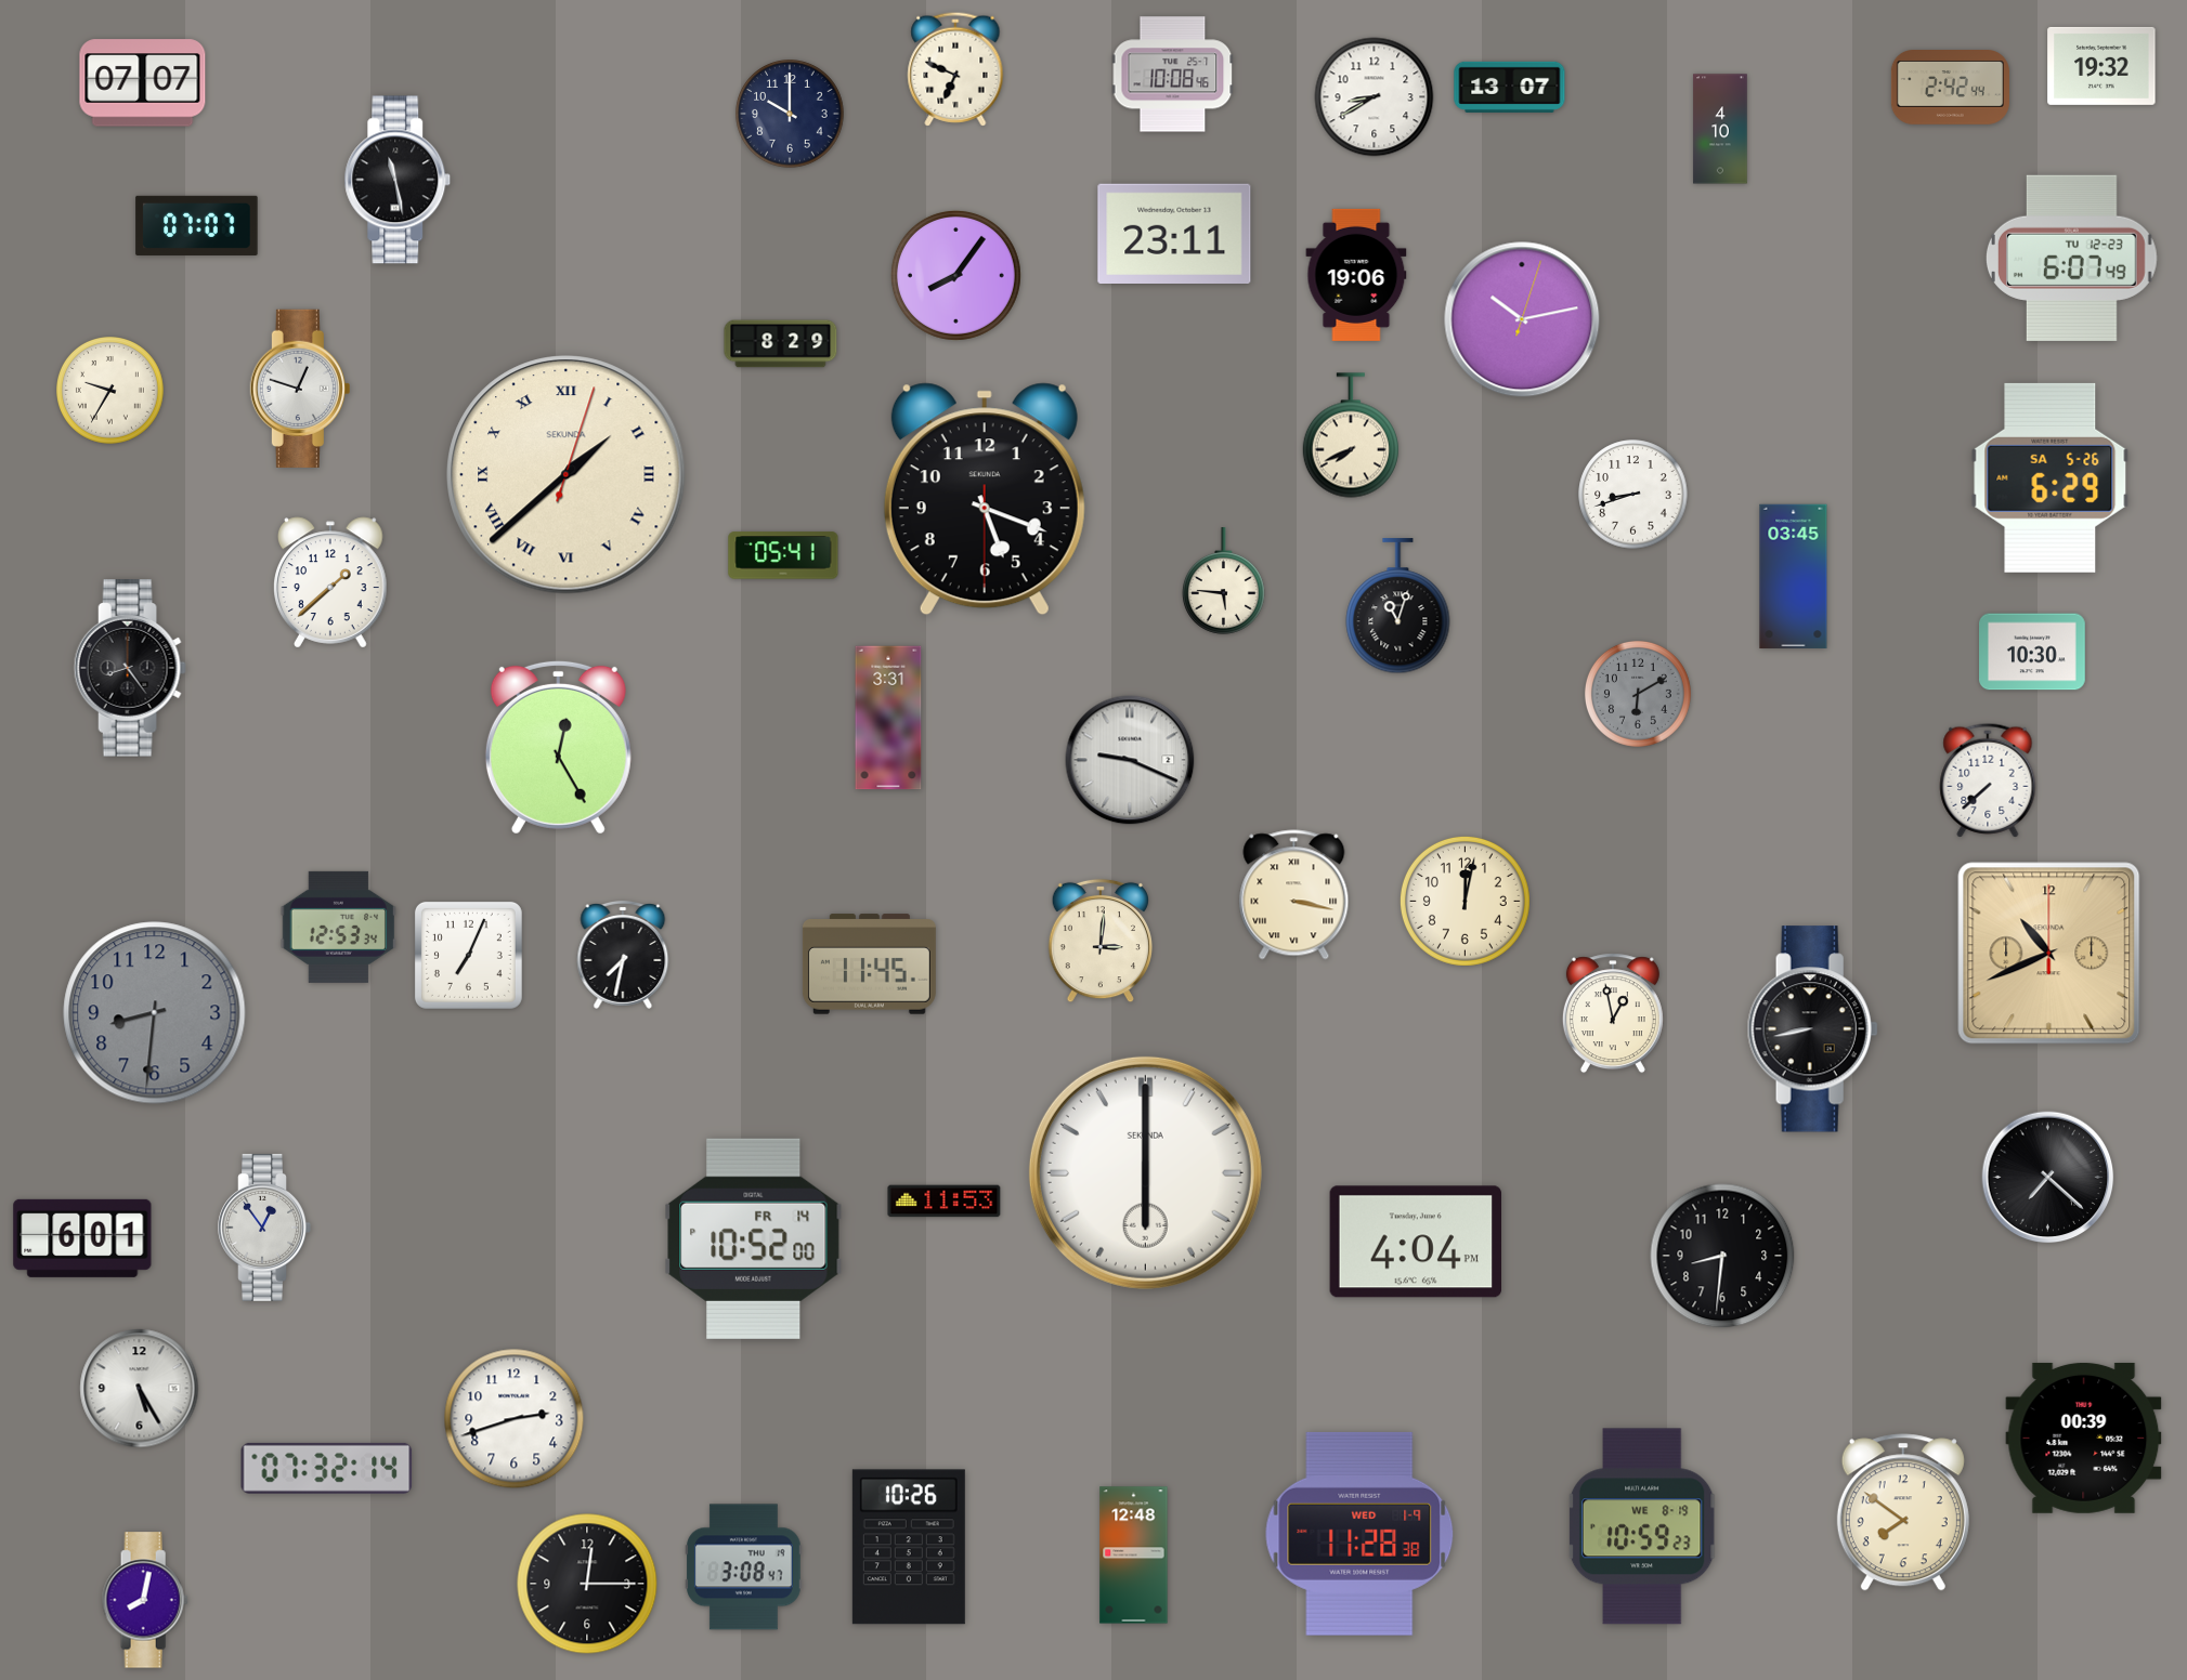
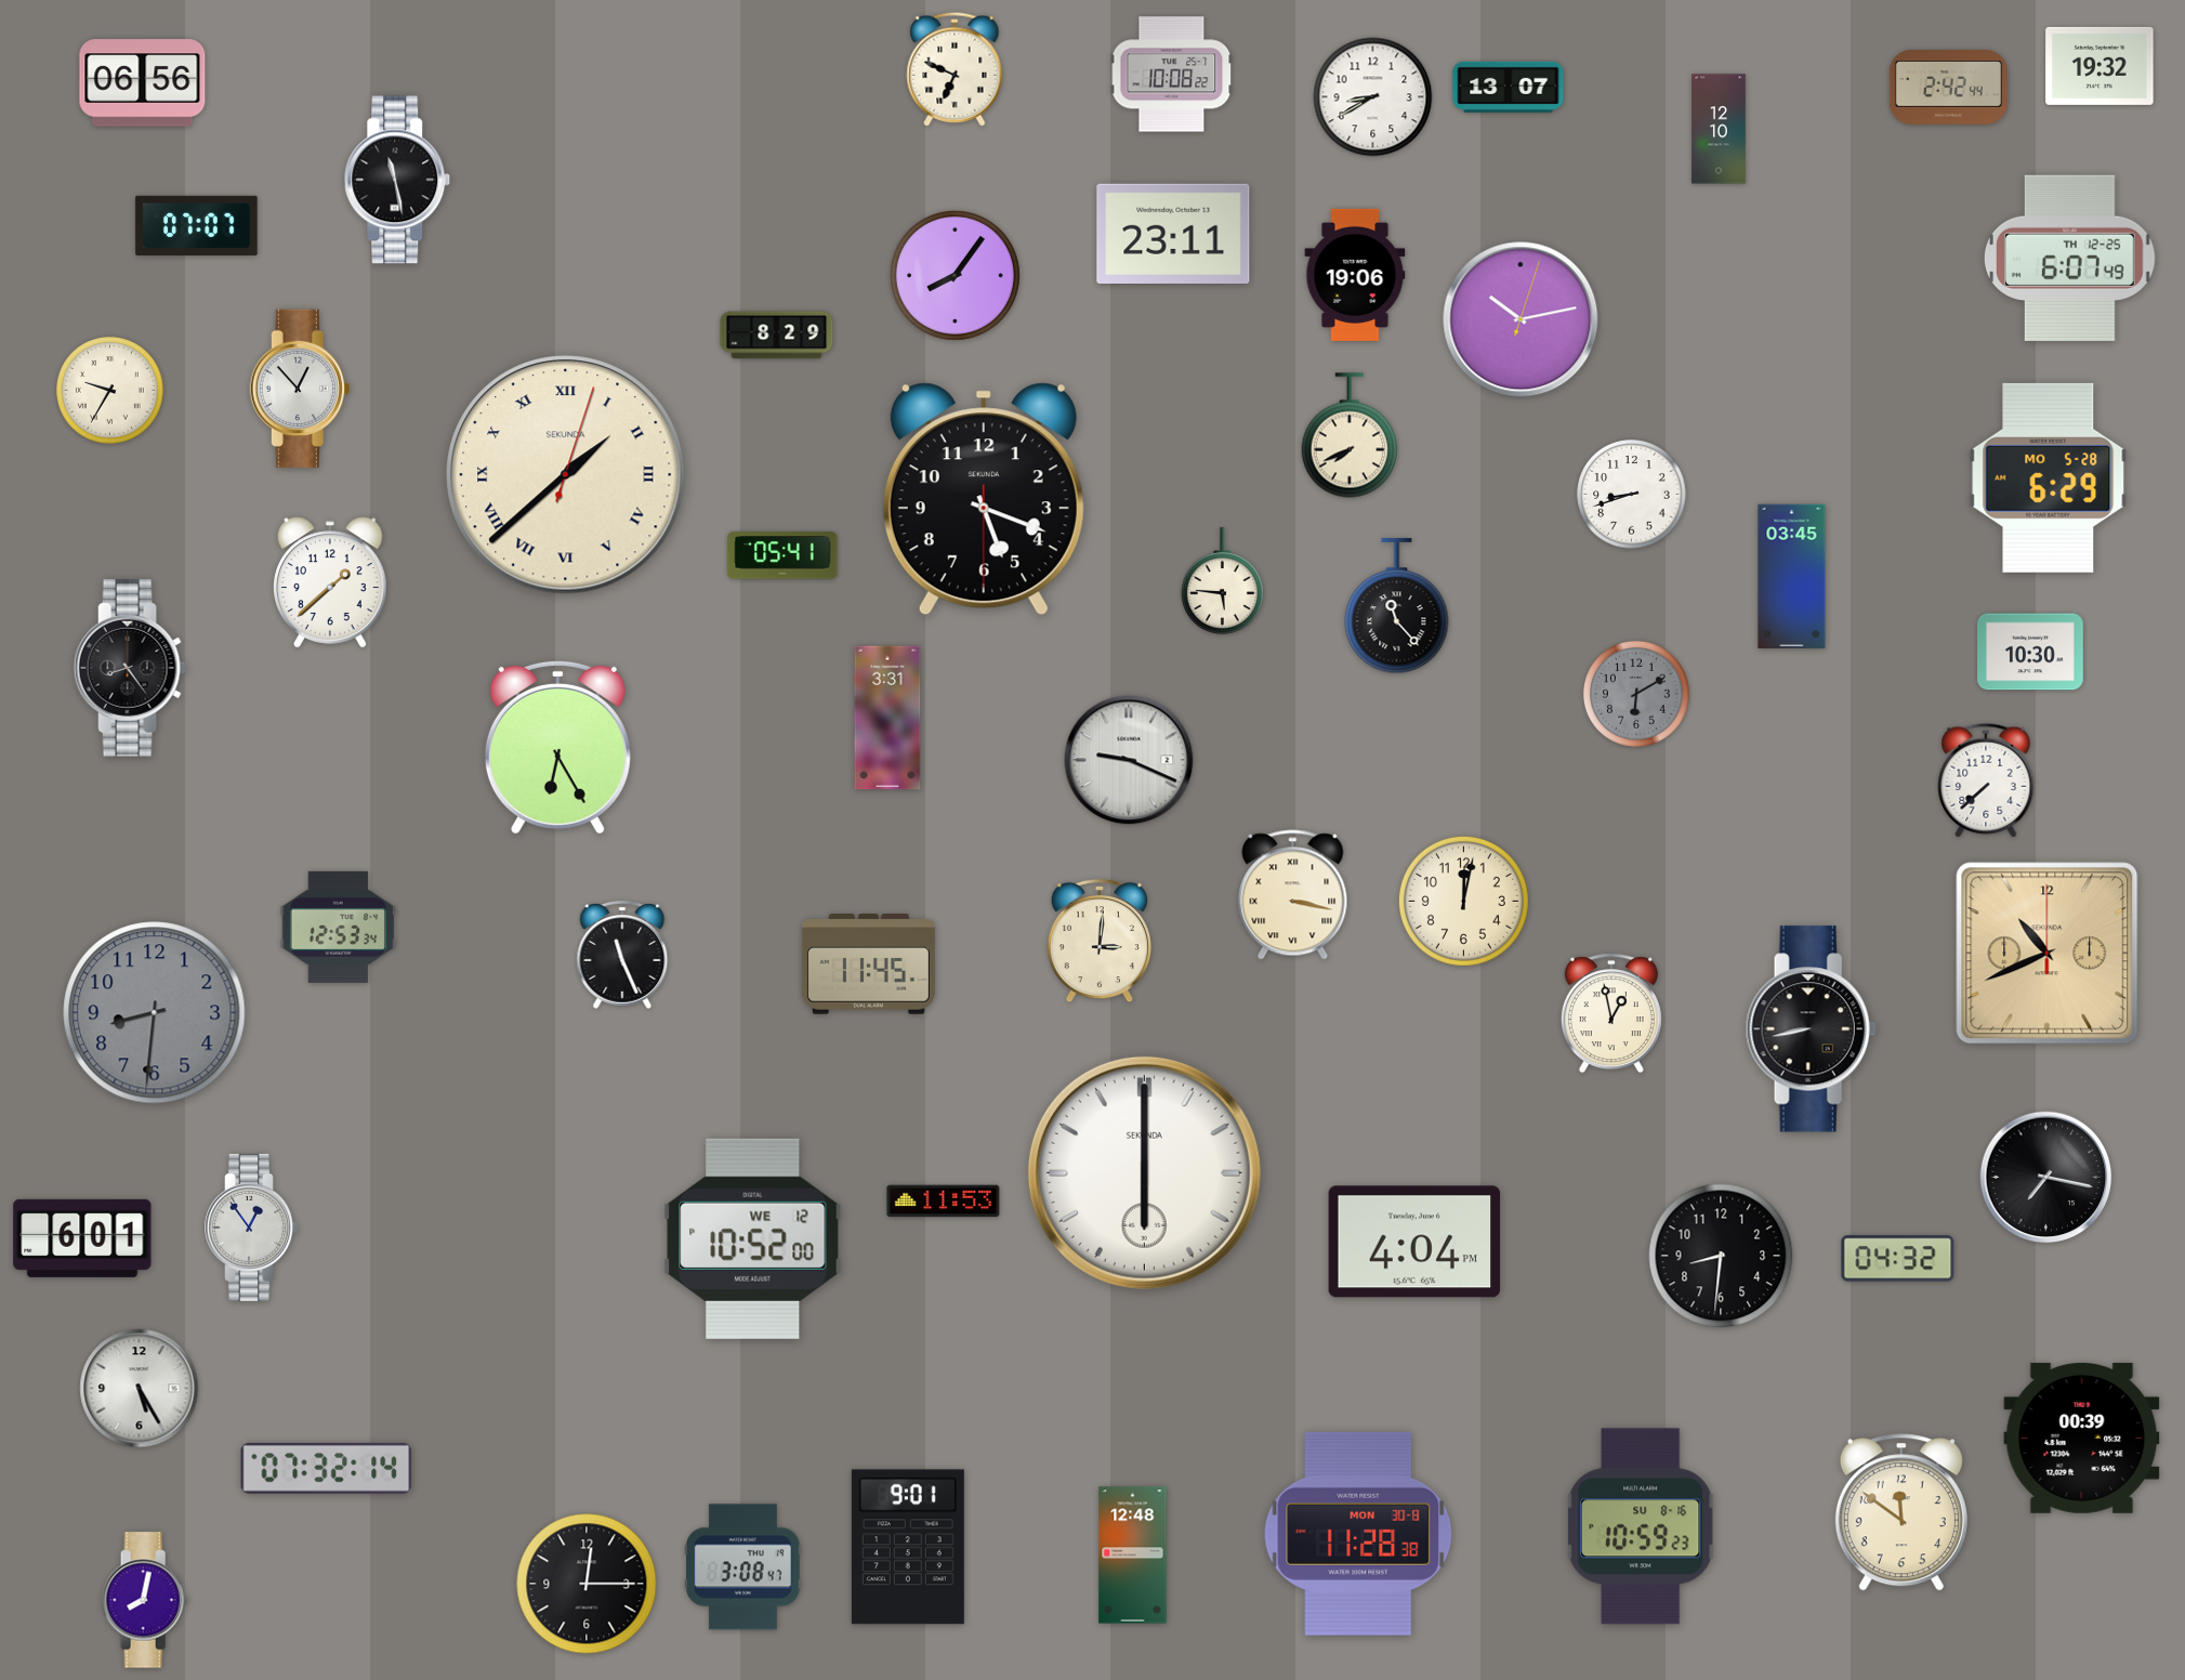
clock at (1173, 75): 10:08:46 -> 10:08:22
clock at (143, 83): 07:07 -> 06:56
clock at (790, 114): 10:00 -> none
clock at (1720, 129): 4:10 -> 12:10
clock at (2071, 258) date: TU 12-23 -> TH 12-25
clock at (781, 344) position: (781, 344) -> (777, 336)
clock at (300, 388): 12:48 -> 12:53
clock at (2051, 477) date: SA 5-26 -> MO 5-28
clock at (1398, 606): 11:03 -> 11:23
clock at (558, 747): 12:25 -> 6:25
clock at (468, 955): 7:04 -> none
clock at (623, 956): 7:32 -> 11:26
clock at (2048, 1178): 7:22 -> 7:17
clock at (264, 1228) position: (264, 1228) -> (251, 1228)
clock at (754, 1238) date: FR 14 -> WE 12
clock at (1898, 1259): none -> 04:32
clock at (515, 1419): 2:42 -> none
clock at (1903, 1512): 7:51 -> 11:51
clock at (1642, 1526) date: WE 8-19 -> SU 8-16
clock at (1359, 1534) date: WED 1-9 -> MON 30-8
clock at (909, 1547): 10:26 -> 9:01
